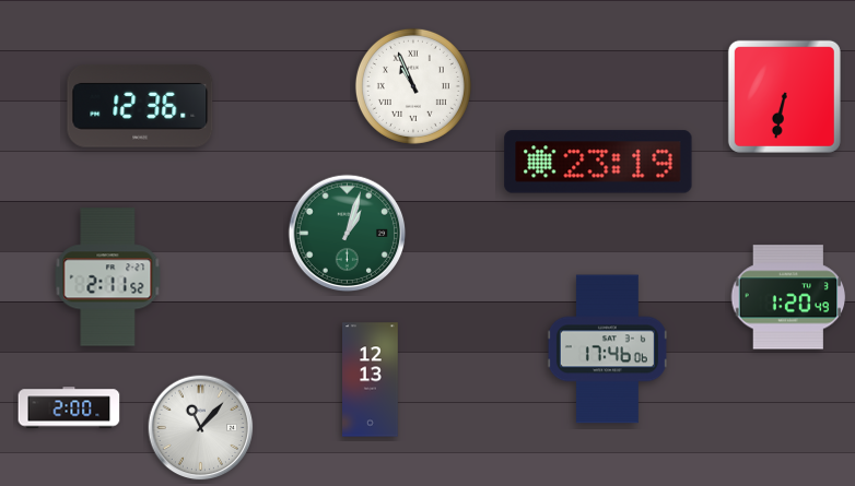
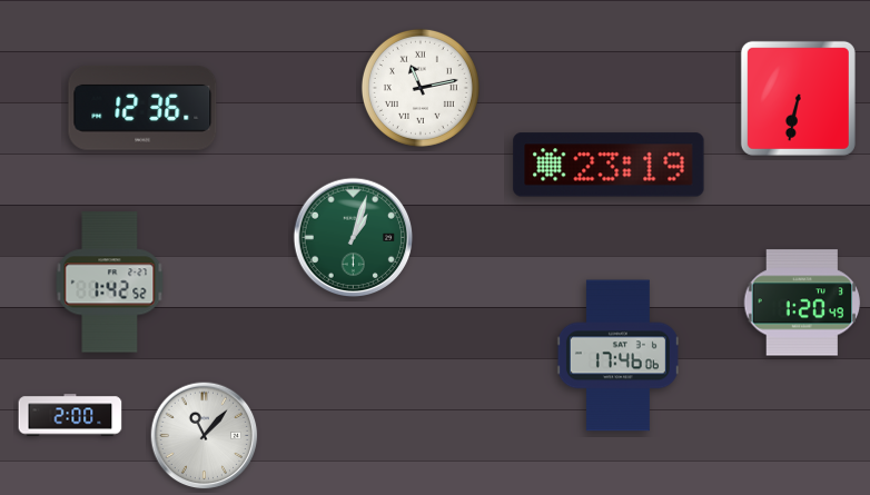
clock at (413, 86): 10:56 -> 11:13
clock at (108, 277): 2:11 -> 1:42
clock at (371, 380): 12:13 -> none
